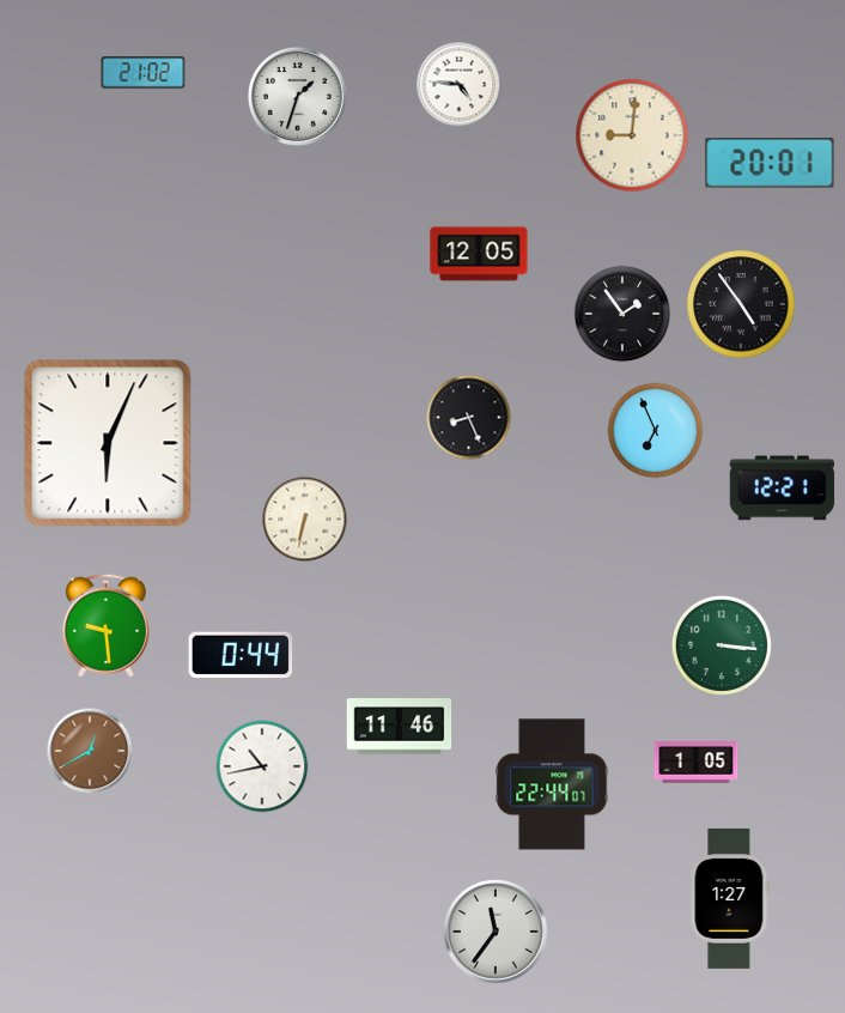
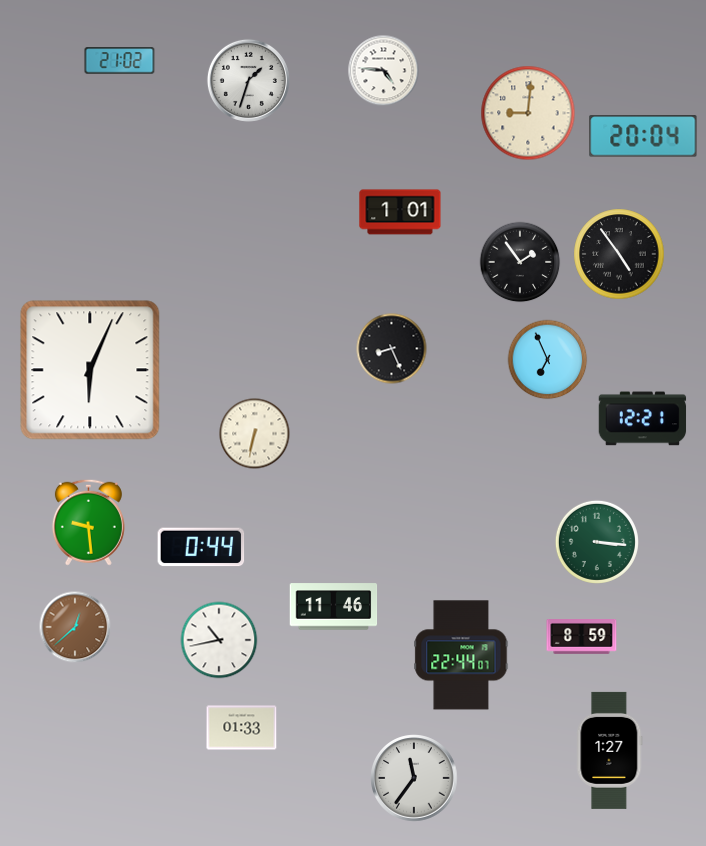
clock at (770, 163): 20:01 -> 20:04
clock at (479, 254): 12:05 -> 1:01
clock at (783, 489) position: (783, 489) -> (643, 419)
clock at (722, 645) position: (722, 645) -> (597, 542)
clock at (90, 751): 12:40 -> 12:38
clock at (697, 763): 1:05 -> 8:59
clock at (242, 728): none -> 01:33
